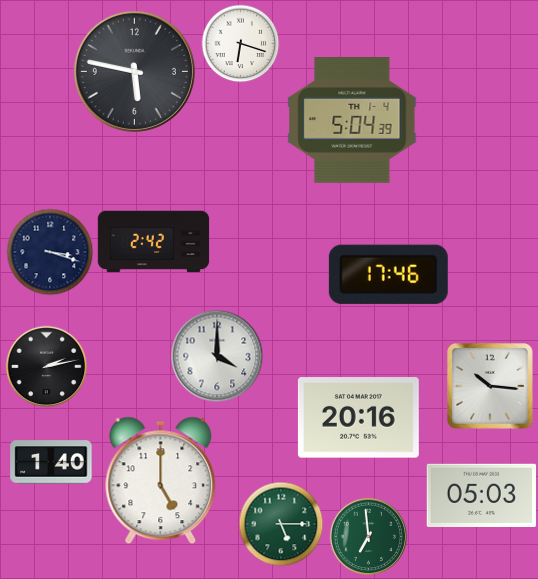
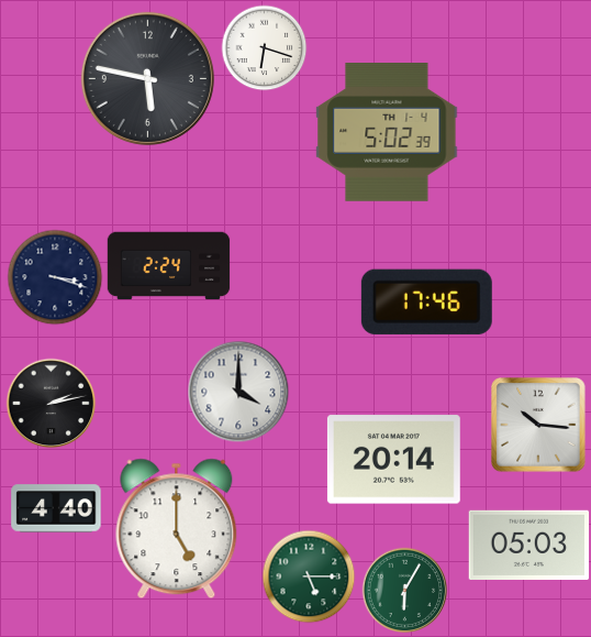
clock at (352, 121): 5:04 -> 5:02
clock at (154, 242): 2:42 -> 2:24
clock at (358, 418): 20:16 -> 20:14
clock at (51, 462): 1:40 -> 4:40
clock at (368, 536): 6:59 -> 6:05
